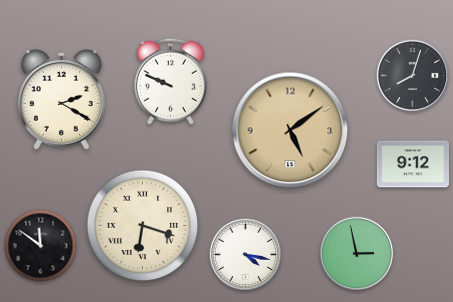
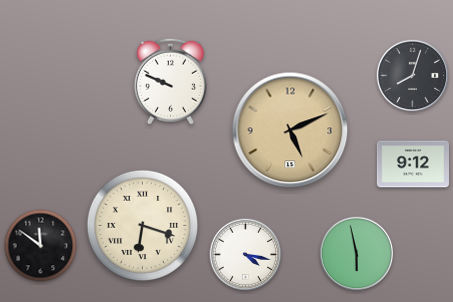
clock at (62, 100): 2:20 -> none
clock at (290, 130): 5:09 -> 5:11
clock at (357, 254): 2:58 -> 5:58
